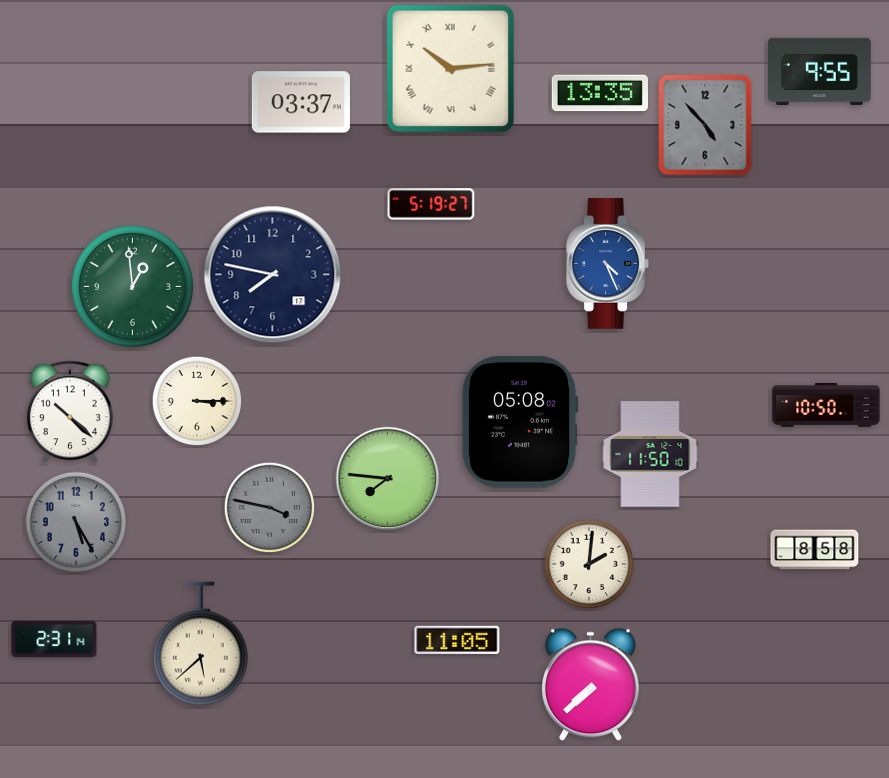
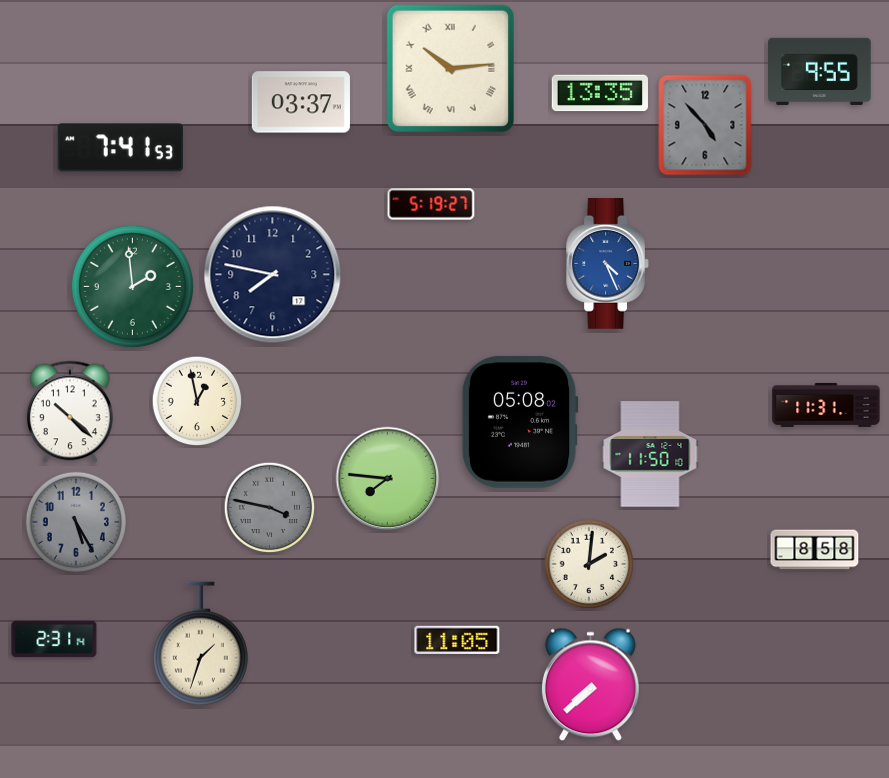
clock at (120, 148): none -> 7:41
clock at (132, 286): 12:59 -> 1:59
clock at (197, 401): 3:15 -> 12:58
clock at (826, 405): 10:50 -> 11:31
clock at (200, 644): 5:38 -> 1:33
